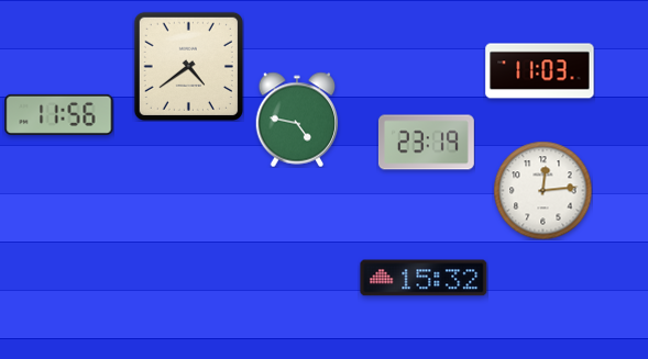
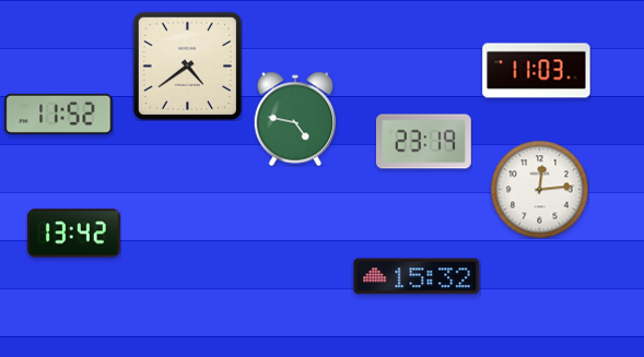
clock at (59, 114): 11:56 -> 11:52
clock at (73, 234): none -> 13:42
clock at (424, 278) position: (424, 278) -> (417, 276)
